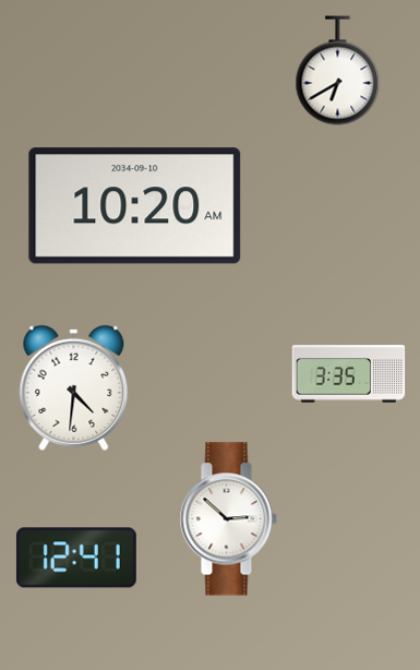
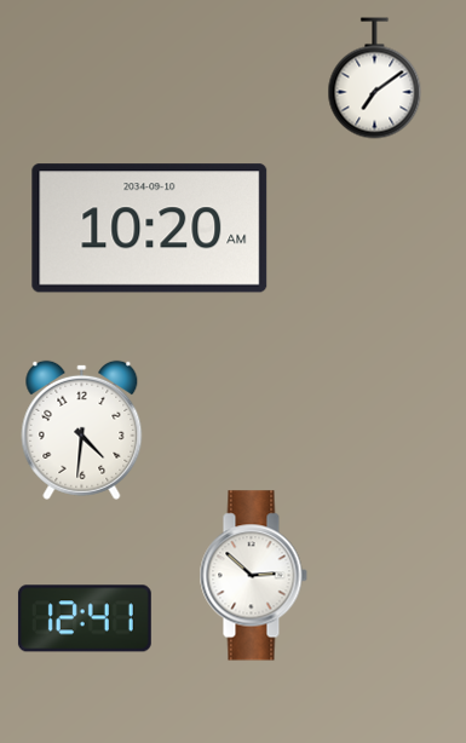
clock at (338, 71): 6:40 -> 7:09
clock at (349, 374): 3:35 -> none
